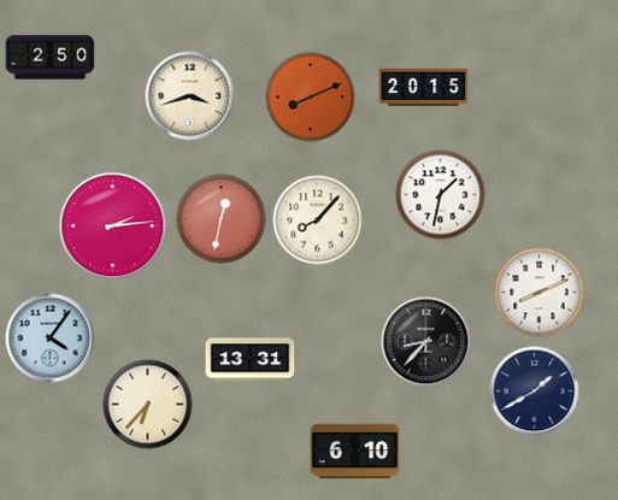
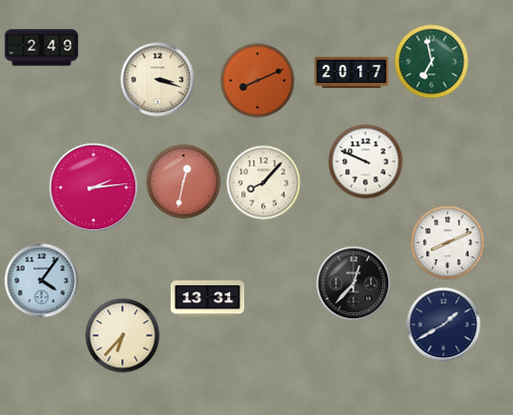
clock at (51, 58): 2:50 -> 2:49
clock at (432, 62): none -> 6:58
clock at (424, 88): 20:15 -> 20:17
clock at (190, 96): 3:42 -> 3:18
clock at (441, 195): 1:32 -> 9:49
clock at (426, 342): 8:37 -> 12:37
clock at (355, 452): 6:10 -> none
